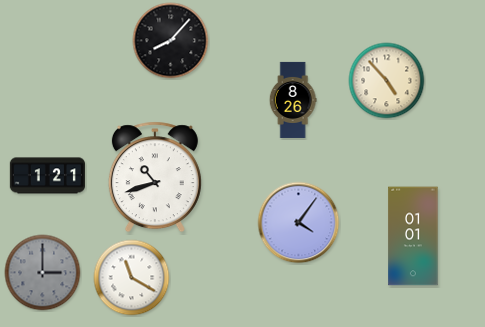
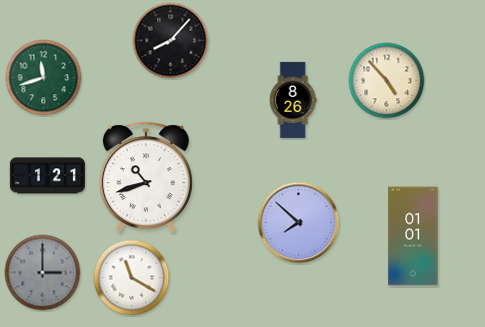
clock at (44, 78): none -> 11:42
clock at (155, 177) position: (155, 177) -> (146, 177)
clock at (299, 223): 4:06 -> 7:52
